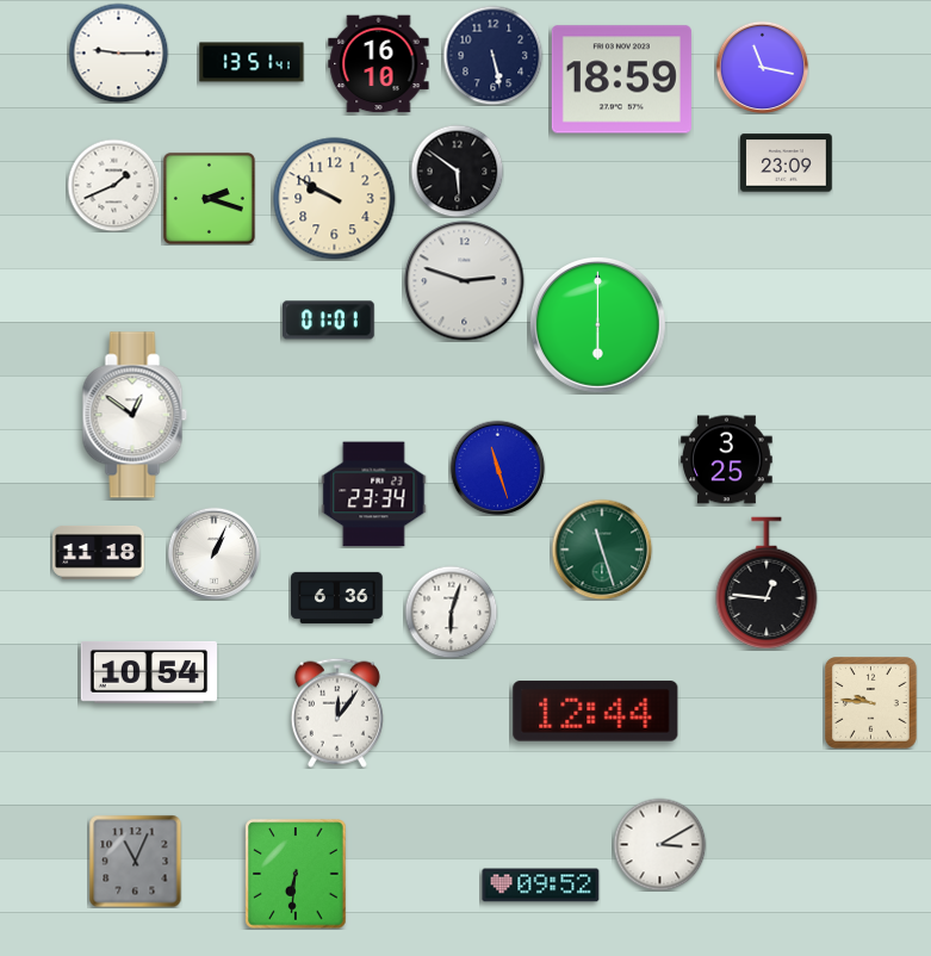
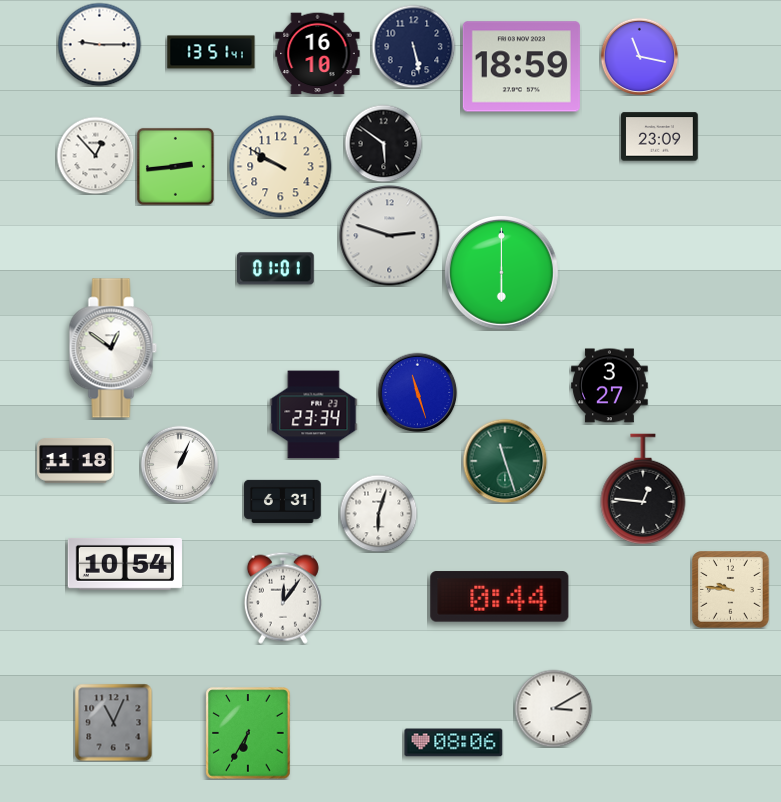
clock at (113, 185): 1:41 -> 12:53
clock at (209, 198): 2:18 -> 2:44
clock at (727, 460): 3:25 -> 3:27
clock at (99, 552) position: (99, 552) -> (76, 460)
clock at (337, 597): 6:36 -> 6:31
clock at (596, 712): 12:44 -> 0:44
clock at (296, 874): 6:31 -> 6:35
clock at (541, 886): 09:52 -> 08:06
